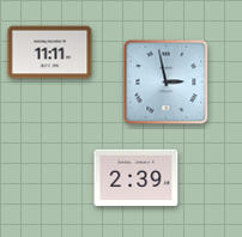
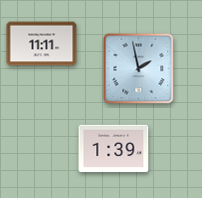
clock at (167, 83): 2:58 -> 1:58
clock at (137, 178): 2:39 -> 1:39
